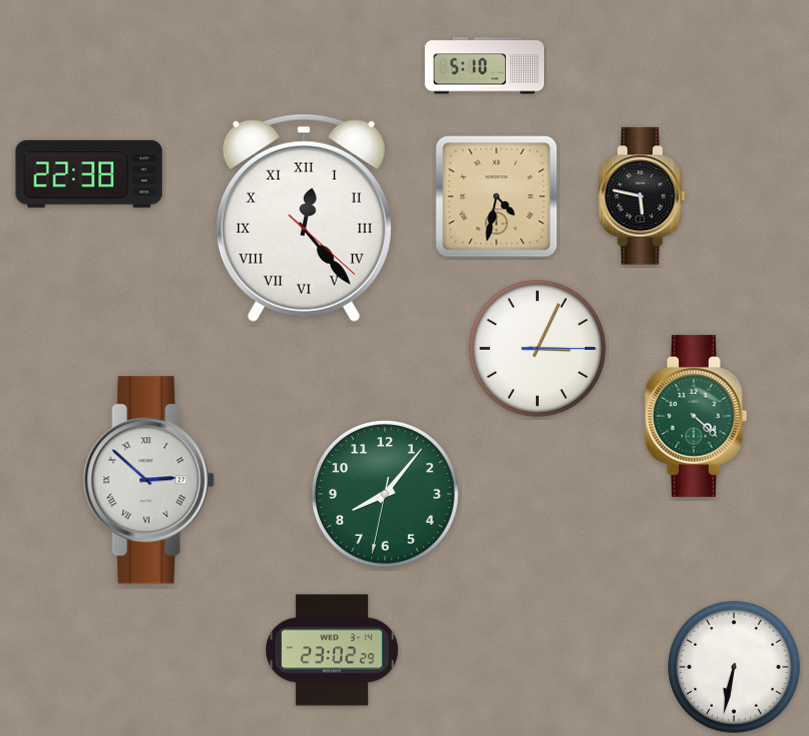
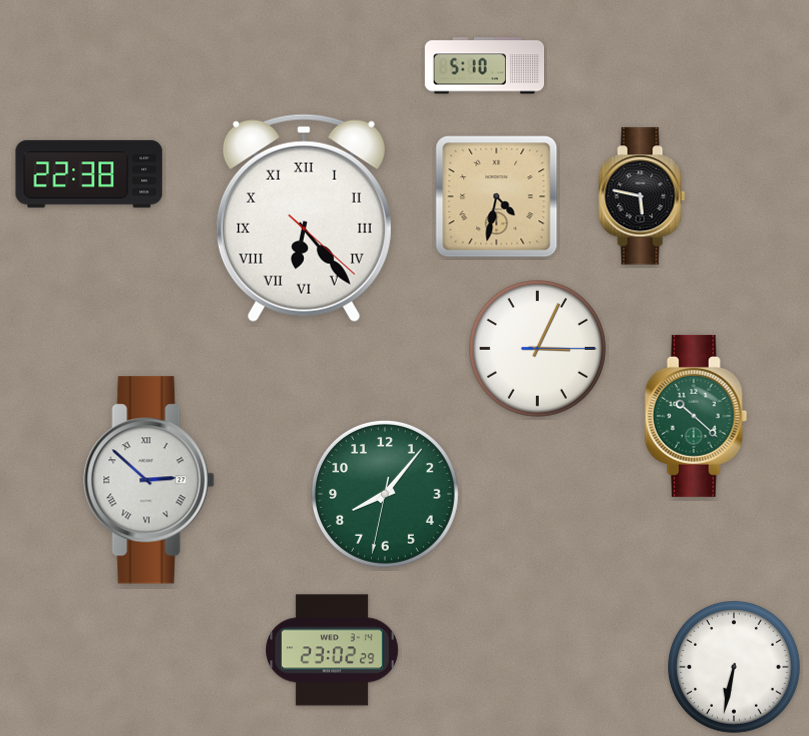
clock at (304, 218): 12:23 -> 6:23
clock at (696, 416): 4:22 -> 10:22
